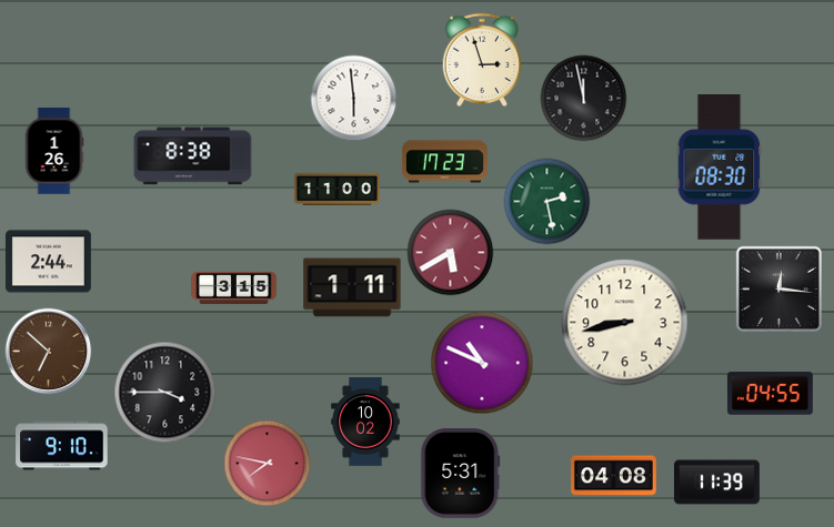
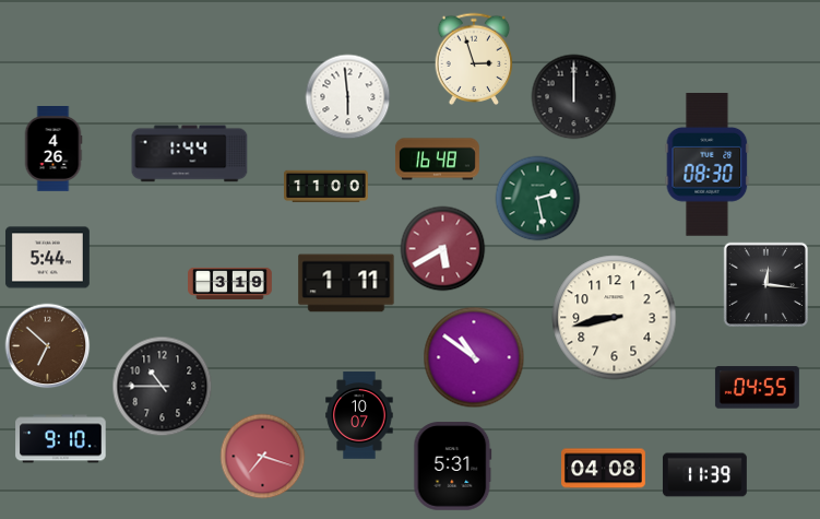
clock at (583, 98): 11:58 -> 12:00
clock at (54, 152): 1:26 -> 4:26
clock at (193, 156): 8:38 -> 1:44
clock at (444, 162): 17:23 -> 16:48
clock at (338, 190) position: (338, 190) -> (326, 187)
clock at (48, 262): 2:44 -> 5:44
clock at (234, 287): 3:15 -> 3:19
clock at (482, 363): 10:49 -> 10:51
clock at (164, 392): 3:45 -> 10:45
clock at (365, 422): 10:02 -> 10:07
clock at (267, 463): 7:47 -> 7:18
